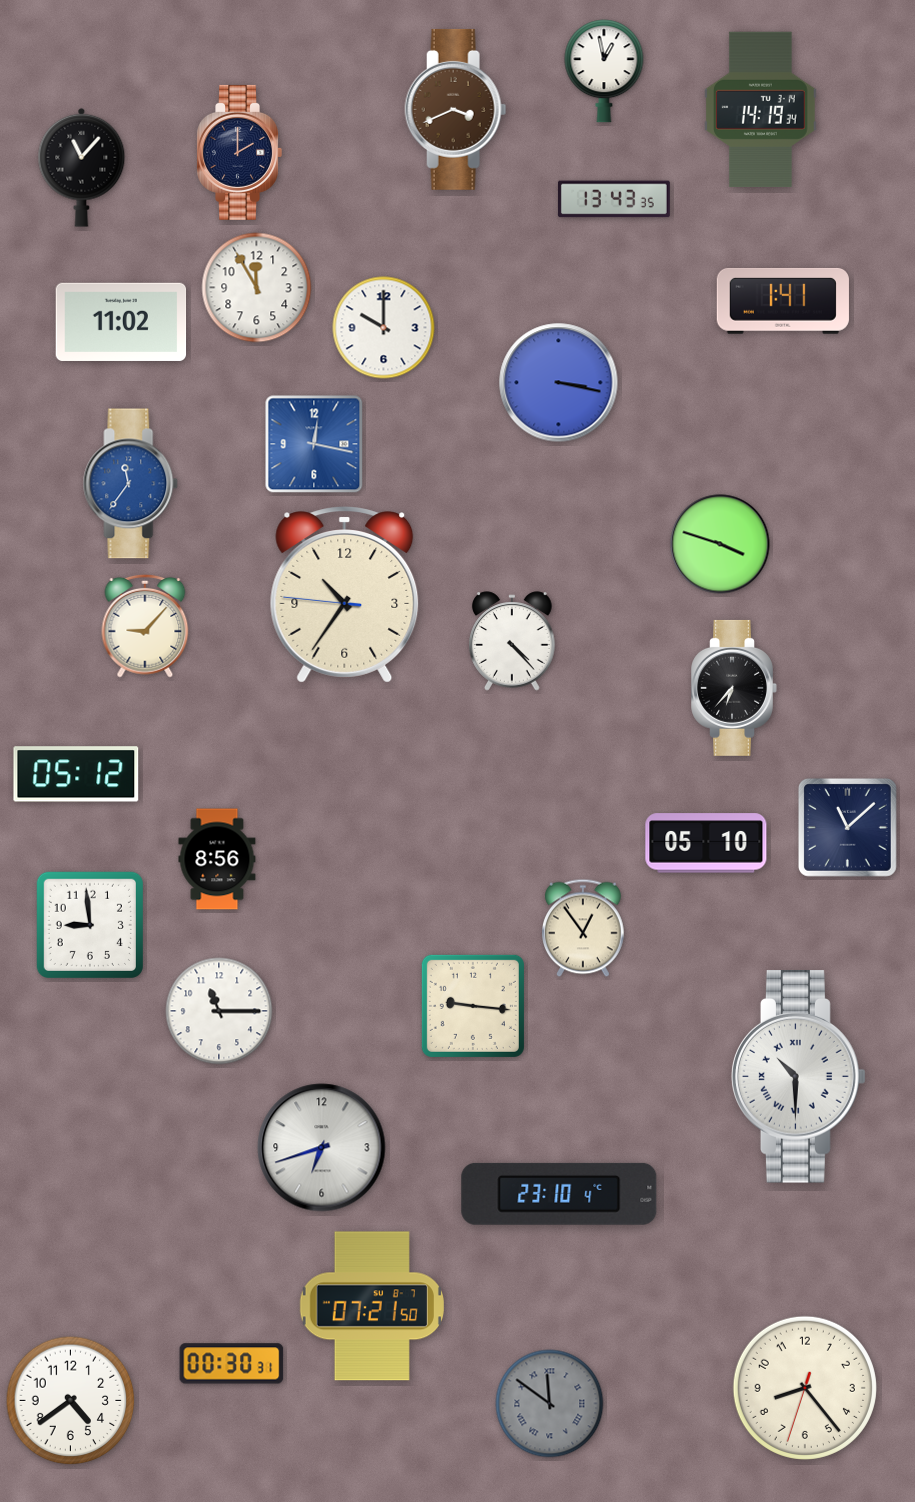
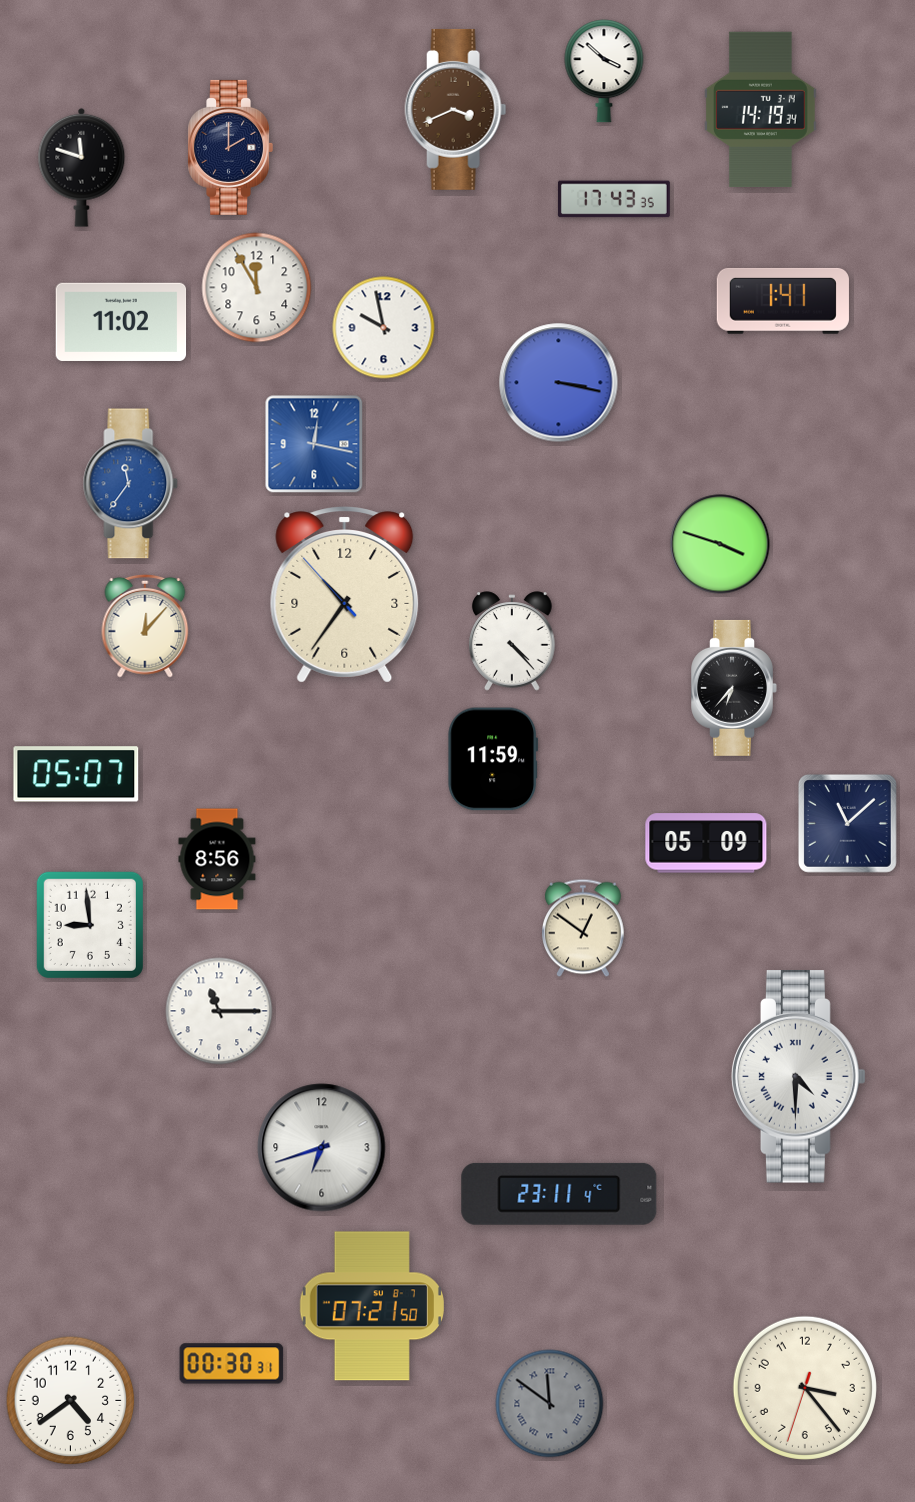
clock at (604, 71): 12:58 -> 3:52
clock at (239, 152) position: (239, 152) -> (230, 147)
clock at (82, 167): 11:07 -> 11:48
clock at (614, 199): 13:43 -> 17:43
clock at (384, 328): 10:00 -> 9:58
clock at (345, 595): 10:35:46 -> 10:35:53
clock at (145, 626): 9:07 -> 12:07
clock at (493, 759): none -> 11:59
clock at (76, 774): 05:12 -> 05:07
clock at (847, 827) position: (847, 827) -> (847, 823)
clock at (706, 843): 05:10 -> 05:09
clock at (584, 928): 12:54 -> 12:51
clock at (473, 1006): 9:16 -> none
clock at (799, 1077): 10:30 -> 4:30
clock at (559, 1194): 23:10 -> 23:11
clock at (805, 1388): 8:23 -> 3:23
